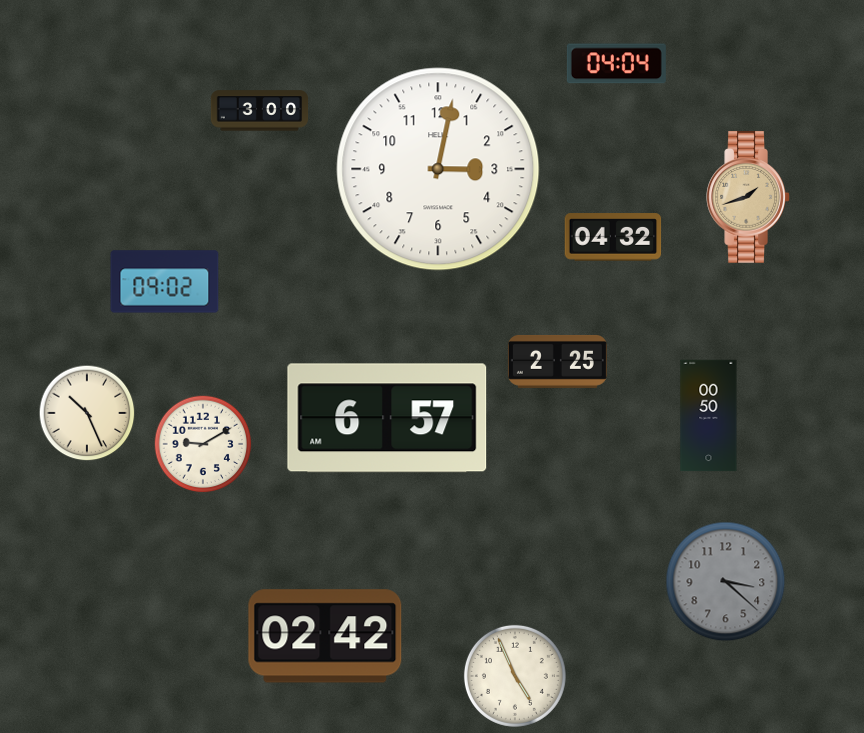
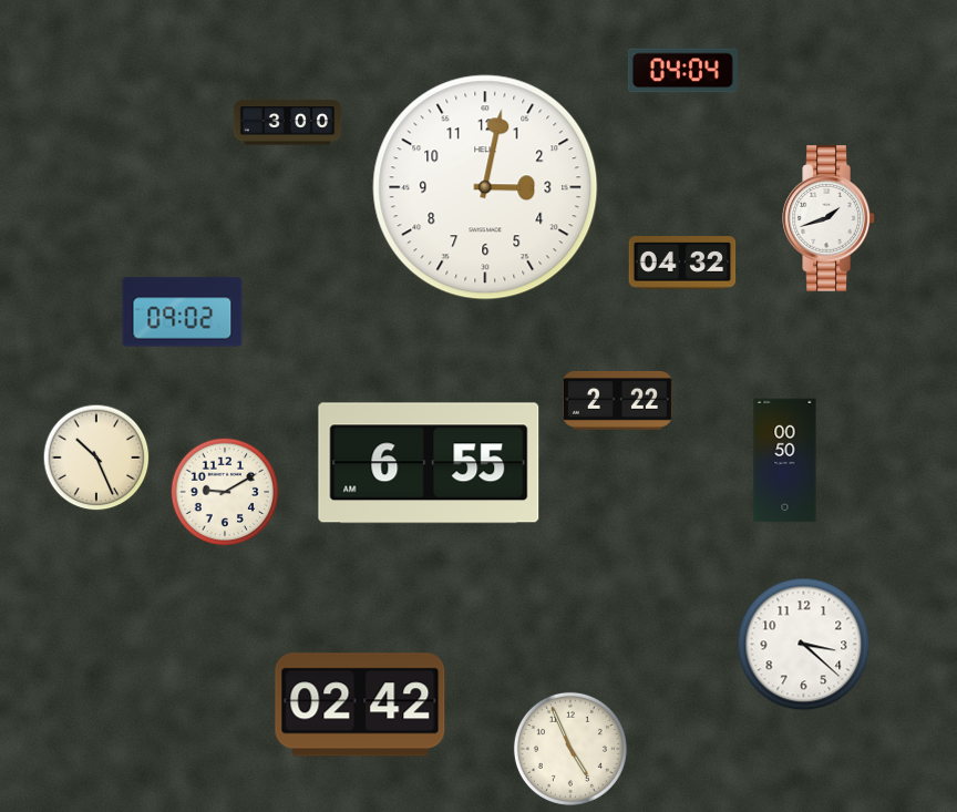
clock at (748, 197) dial: champagne -> white
clock at (613, 237) position: (613, 237) -> (682, 263)
clock at (557, 361): 2:25 -> 2:22
clock at (387, 418): 6:57 -> 6:55
clock at (726, 582) dial: grey -> white
